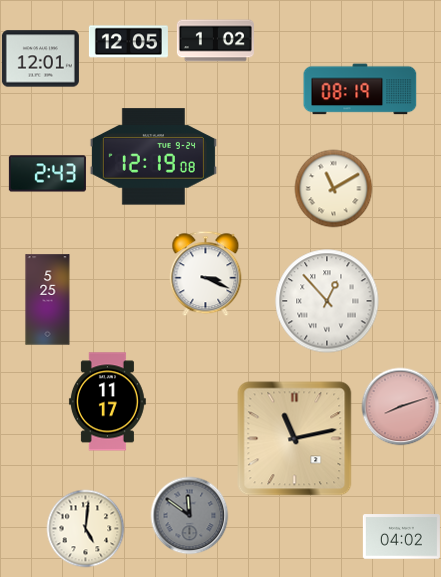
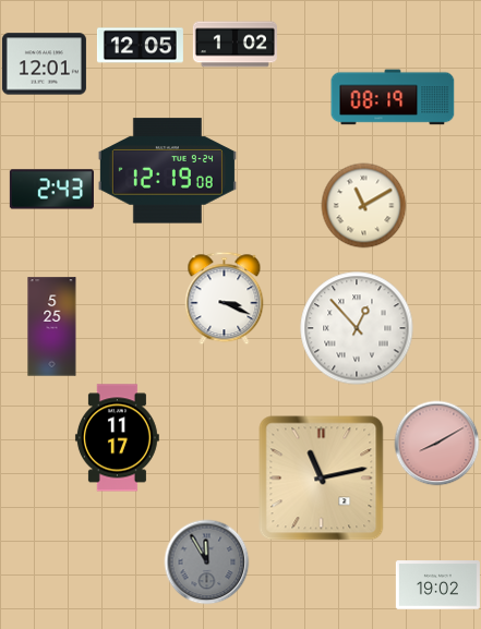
clock at (400, 406): 8:12 -> 8:10
clock at (189, 515): 11:51 -> 11:55
clock at (85, 528): 5:01 -> none
clock at (401, 537): 04:02 -> 19:02
